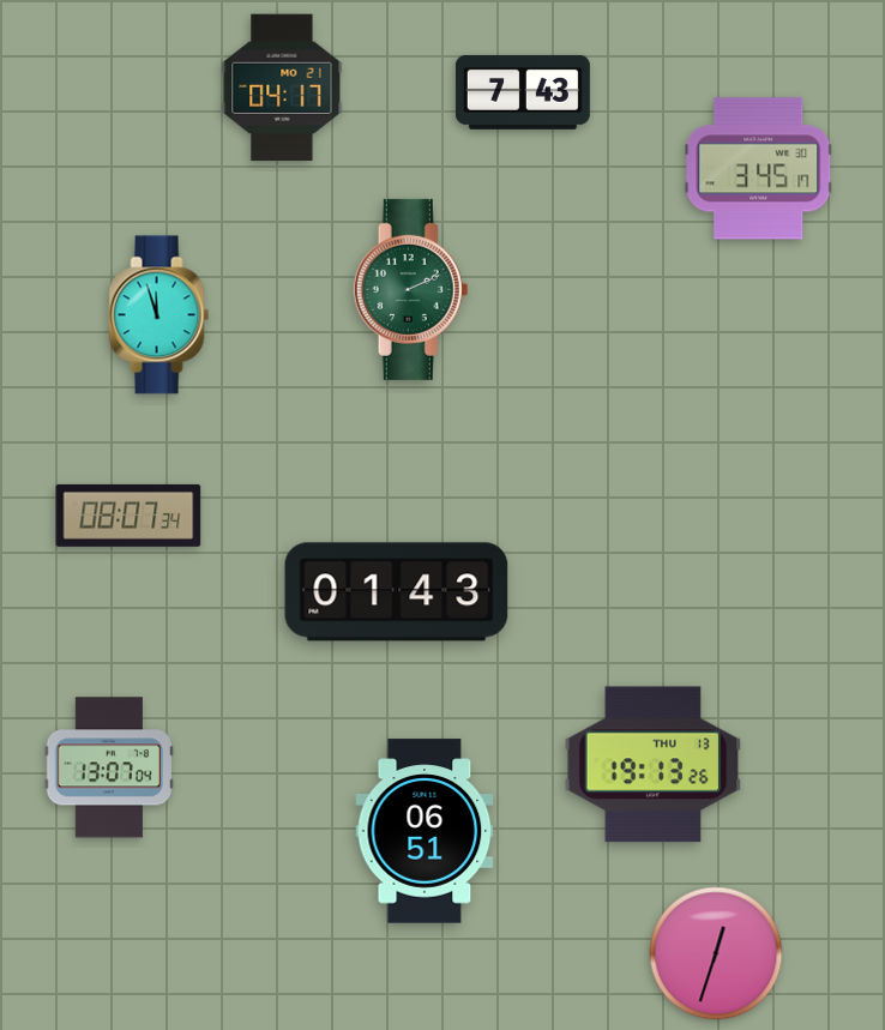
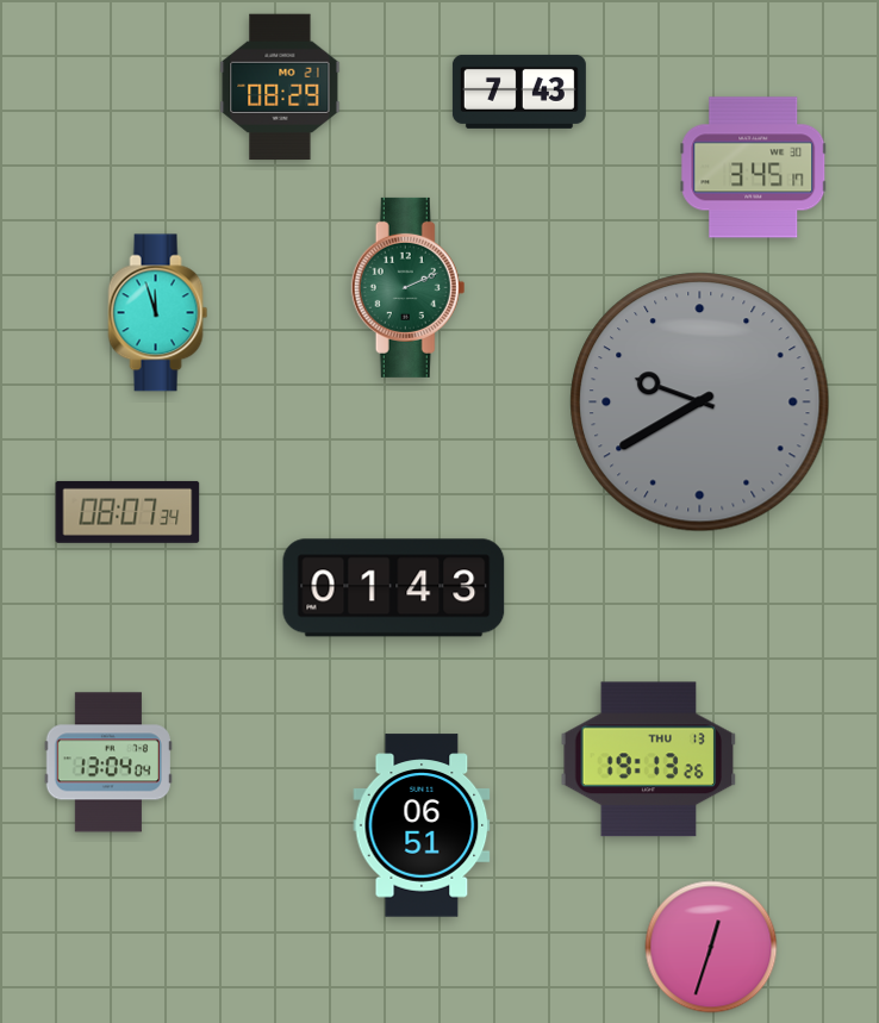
clock at (282, 88): 04:17 -> 08:29
clock at (700, 403): none -> 9:40
clock at (109, 767): 13:07 -> 13:04
